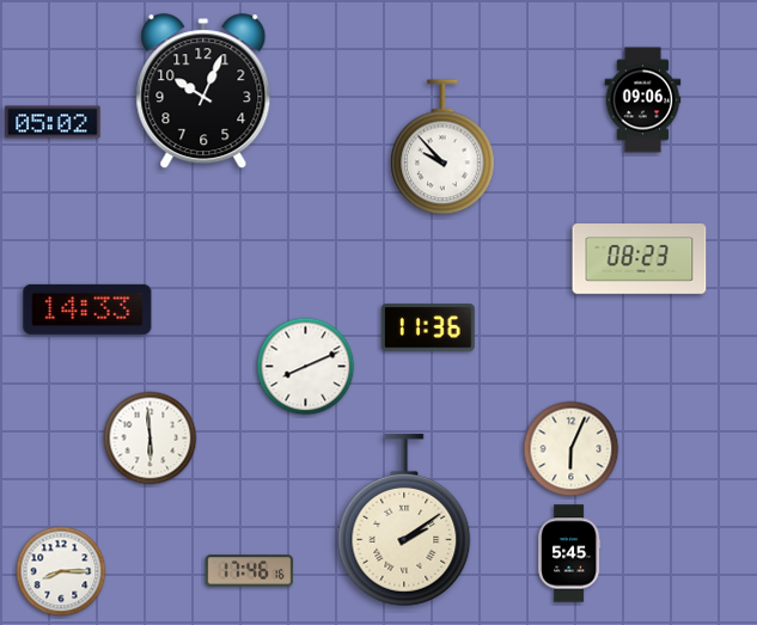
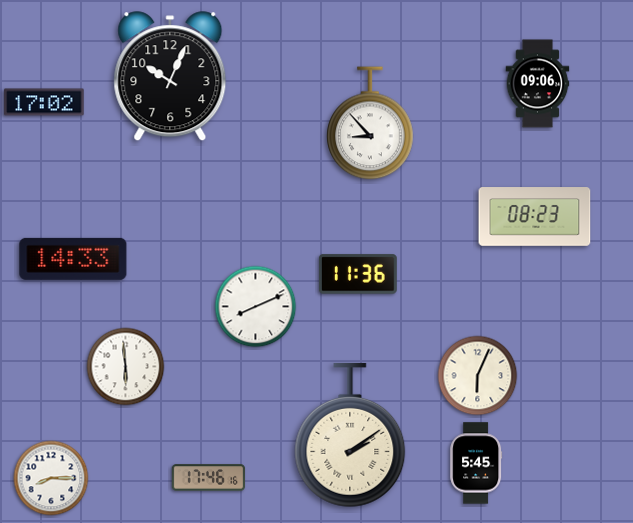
clock at (53, 122): 05:02 -> 17:02
clock at (442, 147): 9:53 -> 8:53
clock at (404, 521) position: (404, 521) -> (350, 436)
